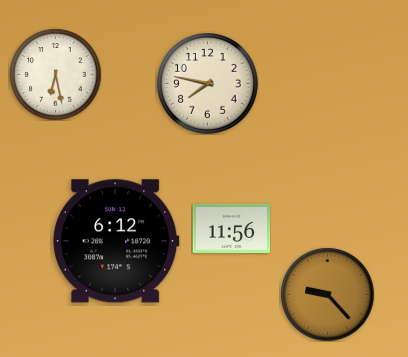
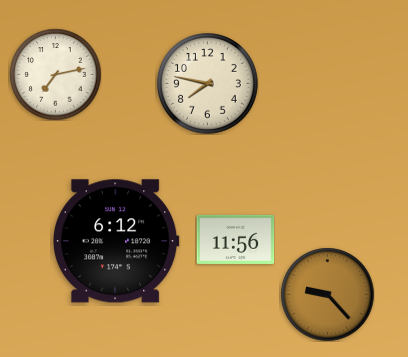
clock at (55, 74): 6:28 -> 7:13
clock at (231, 228) position: (231, 228) -> (235, 239)
